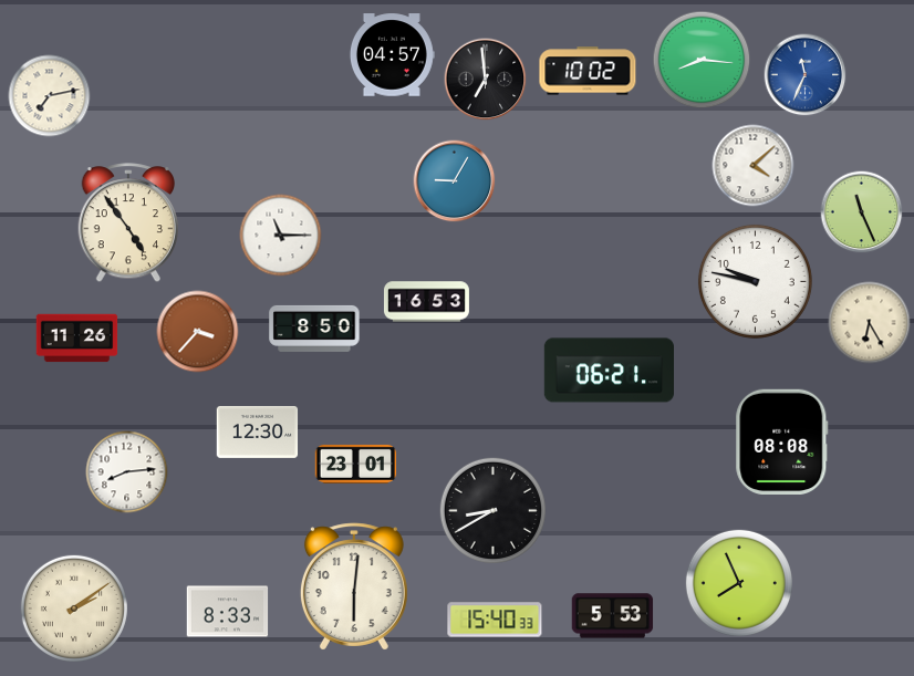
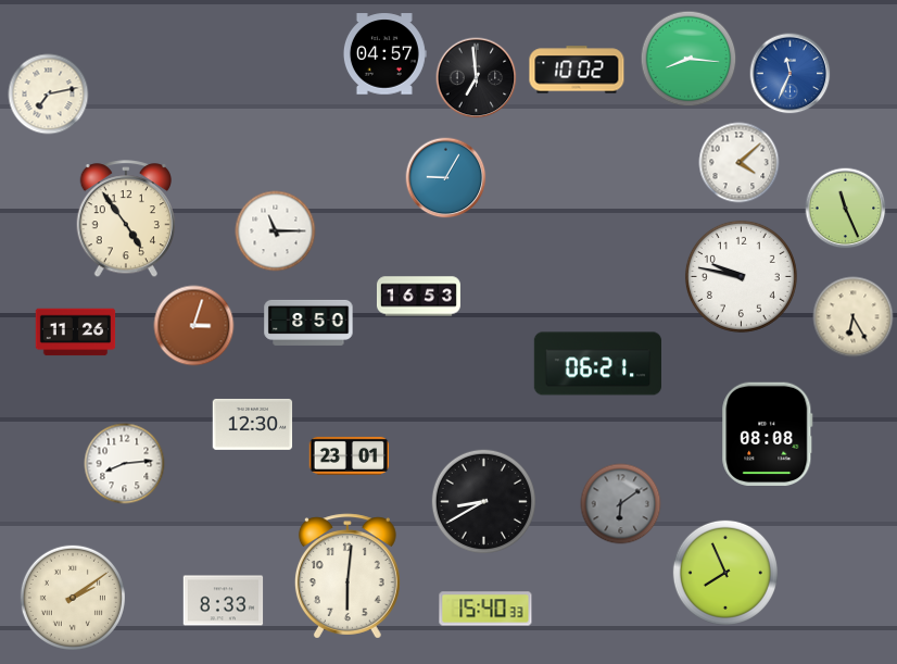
clock at (198, 332): 3:37 -> 3:03
clock at (621, 504): none -> 6:09
clock at (613, 616): 5:53 -> none
